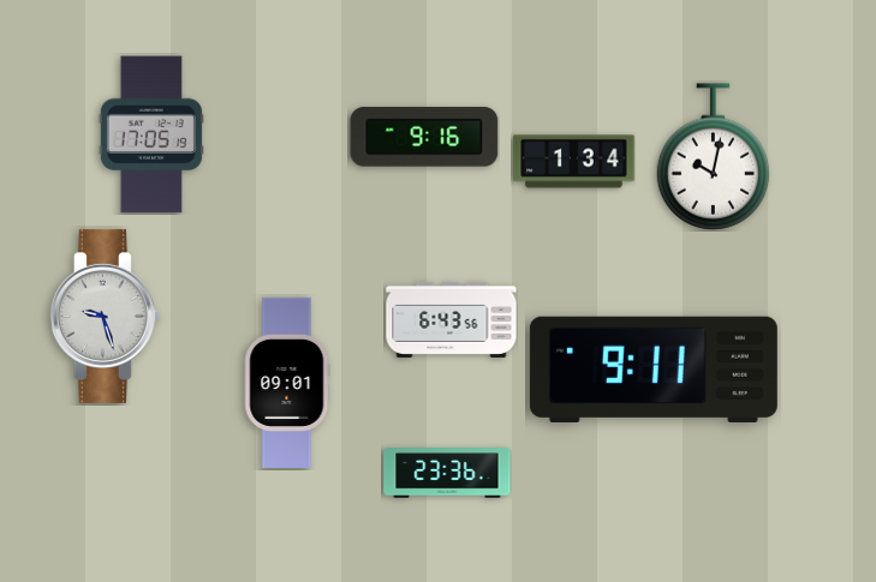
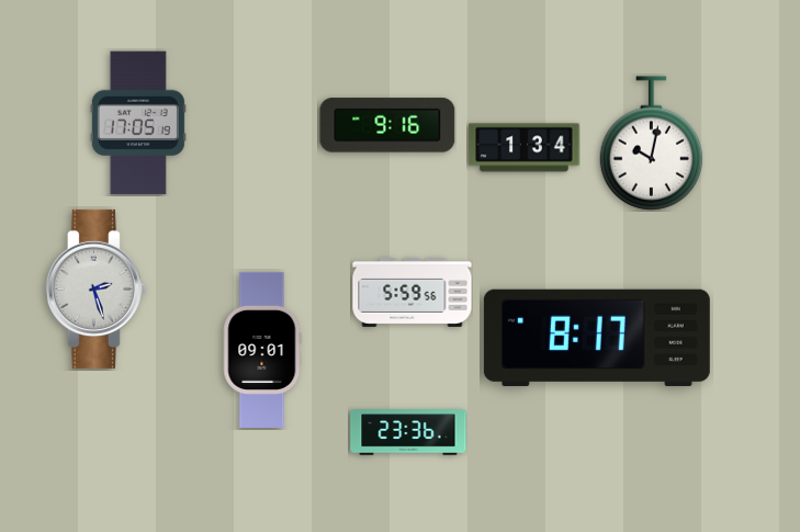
clock at (105, 316): 9:27 -> 2:27
clock at (452, 319): 6:43 -> 5:59
clock at (654, 370): 9:11 -> 8:17
